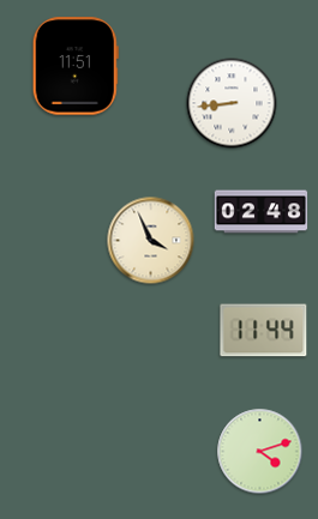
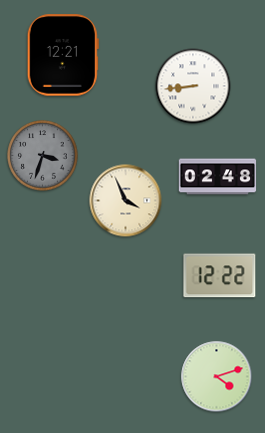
clock at (76, 66): 11:51 -> 12:21
clock at (43, 156): none -> 3:33
clock at (264, 331): 11:44 -> 12:22
